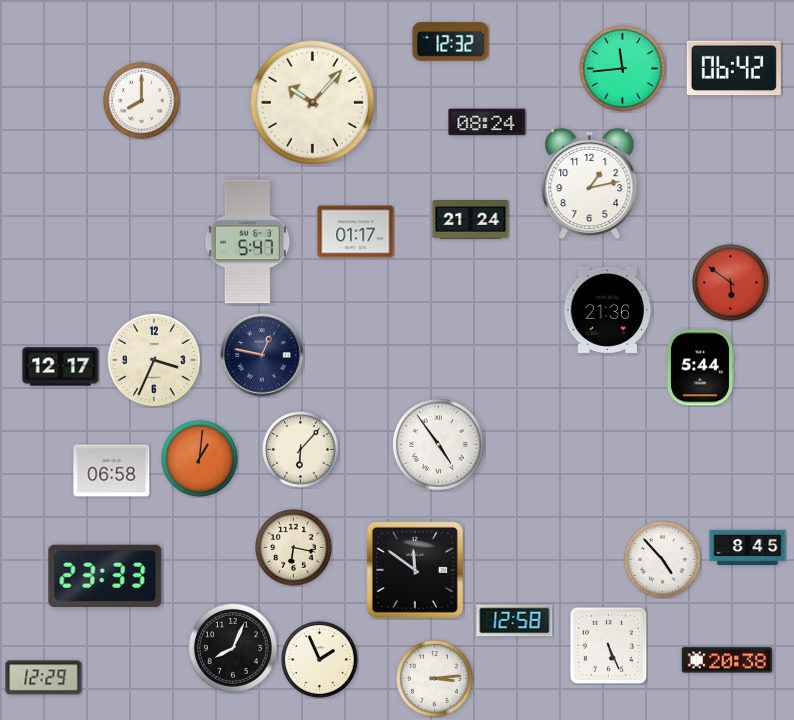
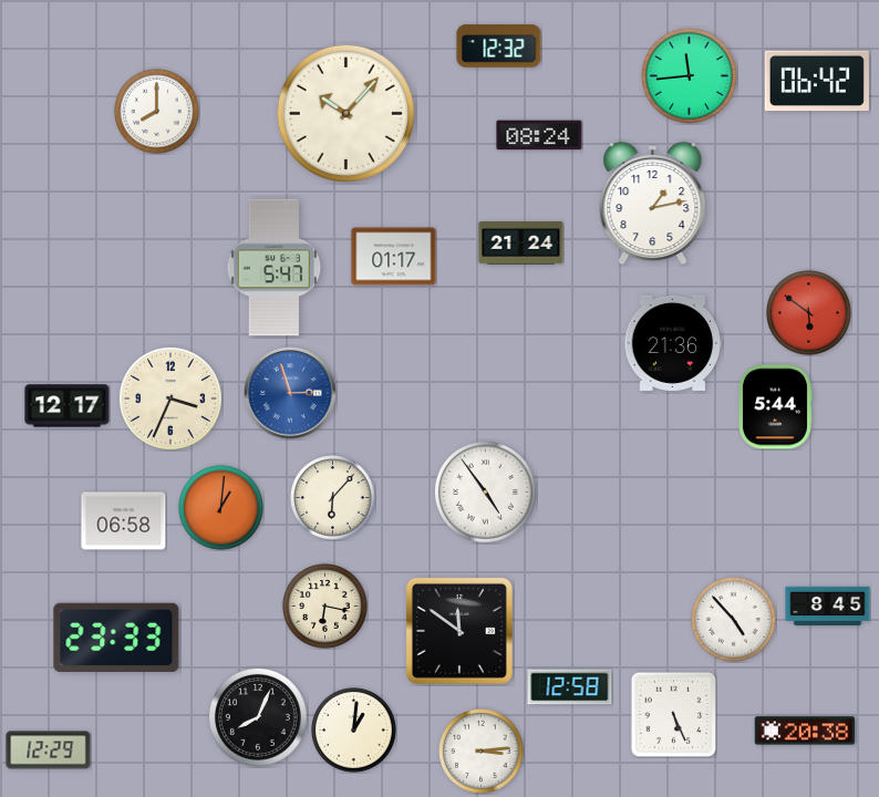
clock at (734, 68) position: (734, 68) -> (817, 81)
clock at (262, 355): 12:47 -> 2:57
clock at (262, 355) dial: navy -> blue
clock at (320, 660): 1:56 -> 1:01
